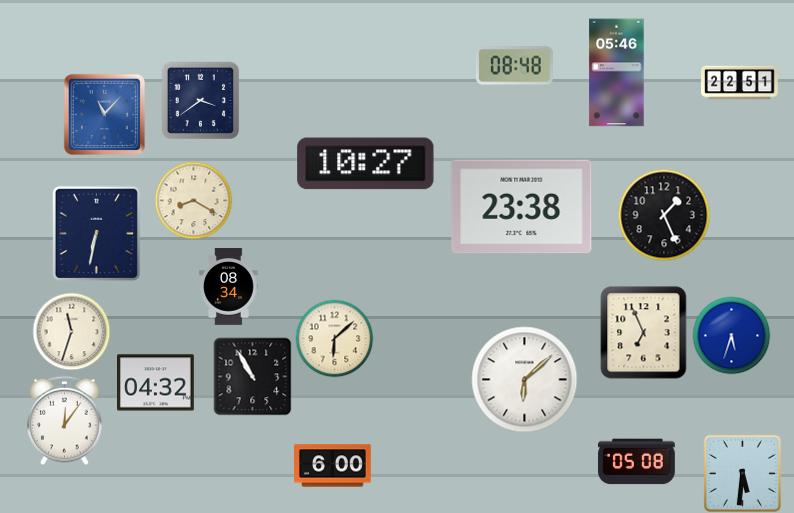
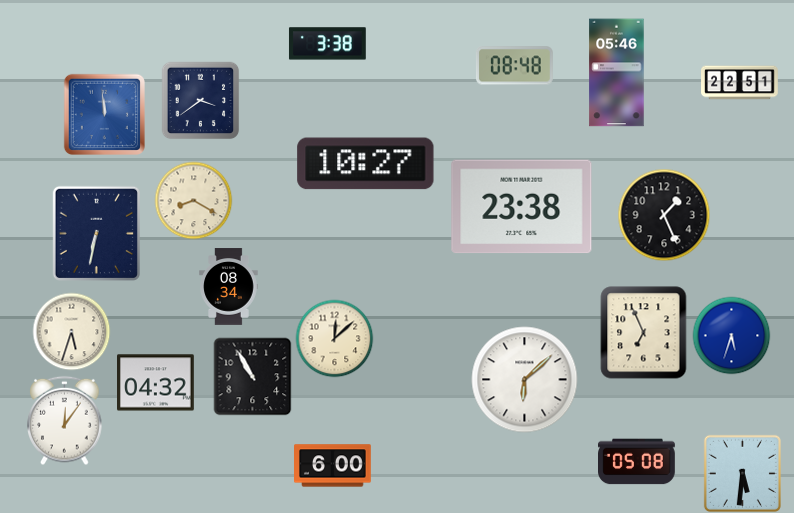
clock at (327, 44): none -> 3:38
clock at (104, 114): 11:07 -> 11:59
clock at (71, 331): 11:33 -> 5:33
clock at (334, 338): 6:08 -> 12:08
